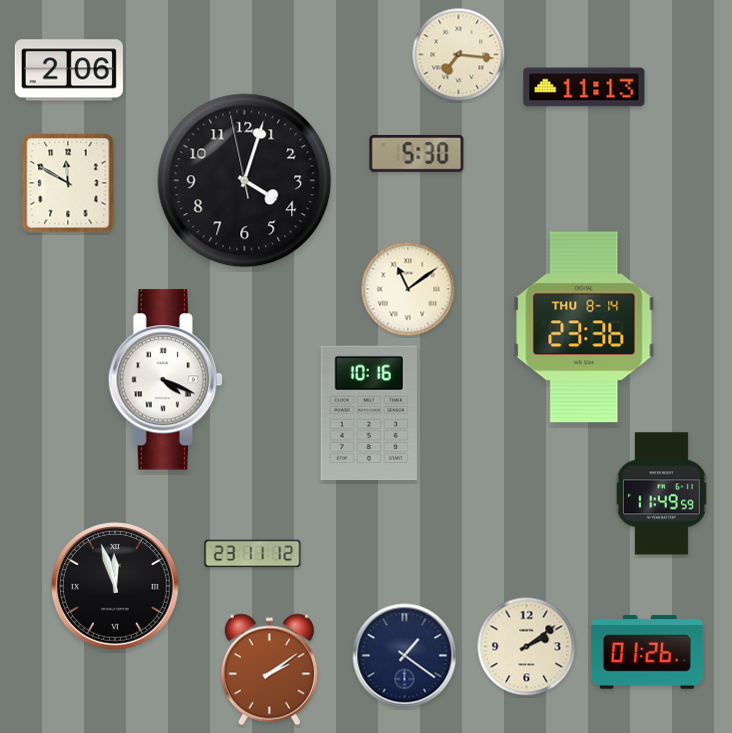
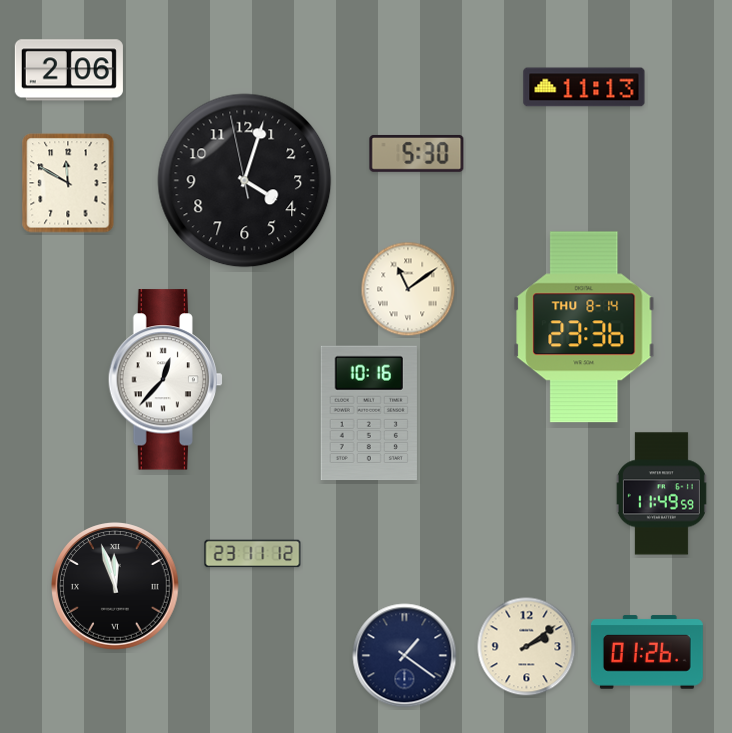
clock at (459, 55): 7:16 -> none
clock at (166, 380): 4:19 -> 12:37
clock at (269, 670): 2:09 -> none
